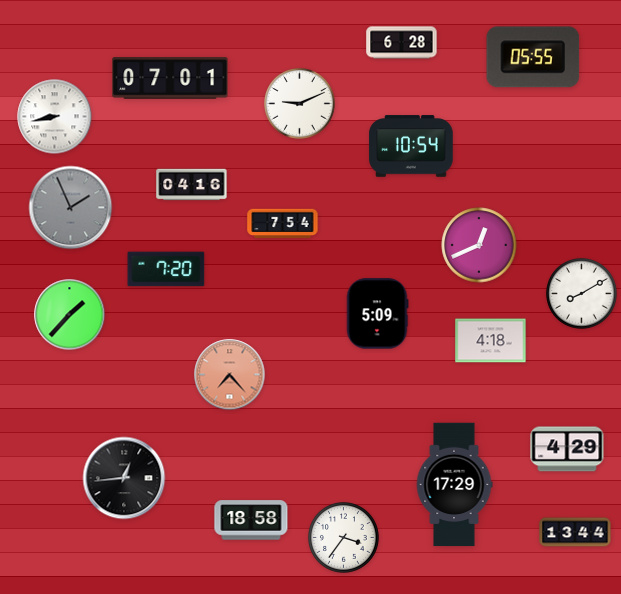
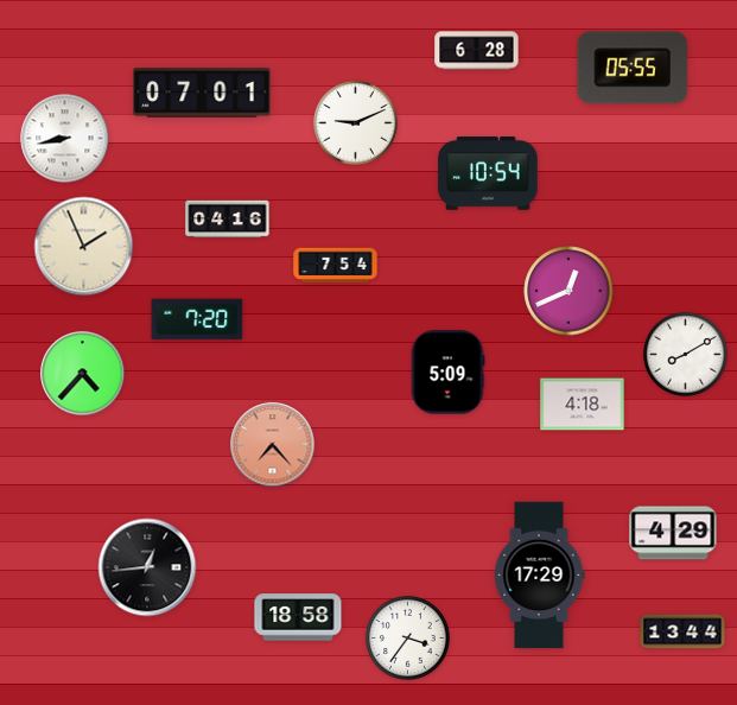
clock at (71, 208) dial: grey -> cream
clock at (582, 294) position: (582, 294) -> (686, 355)
clock at (70, 315): 1:37 -> 4:37
